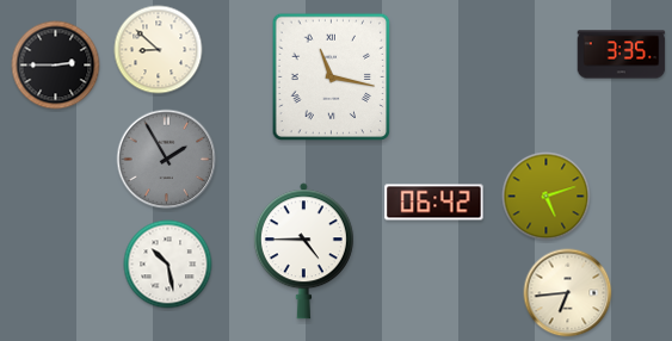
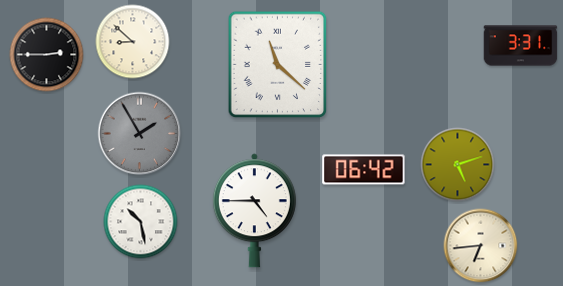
clock at (622, 55): 3:35 -> 3:31
clock at (332, 77): 11:17 -> 11:22
clock at (568, 293) position: (568, 293) -> (481, 246)
